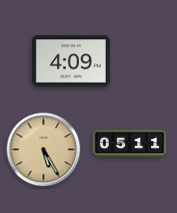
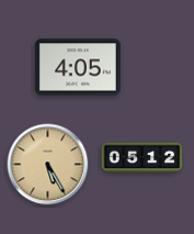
clock at (71, 61): 4:09 -> 4:05
clock at (130, 144): 05:11 -> 05:12
